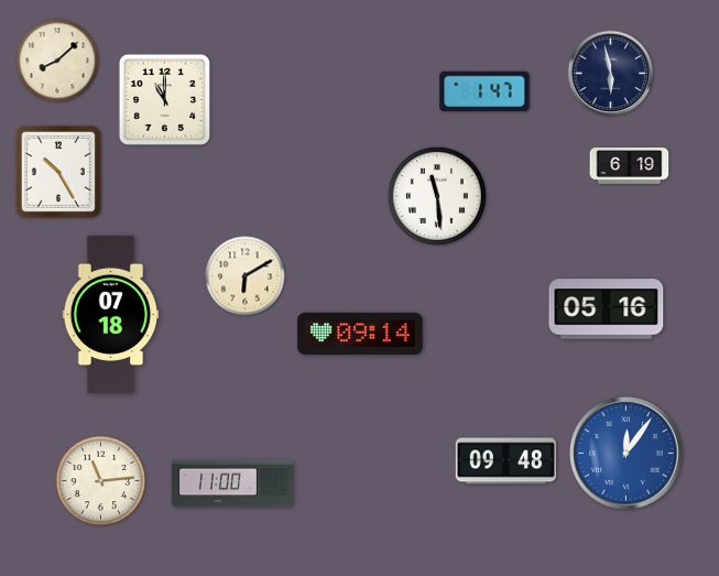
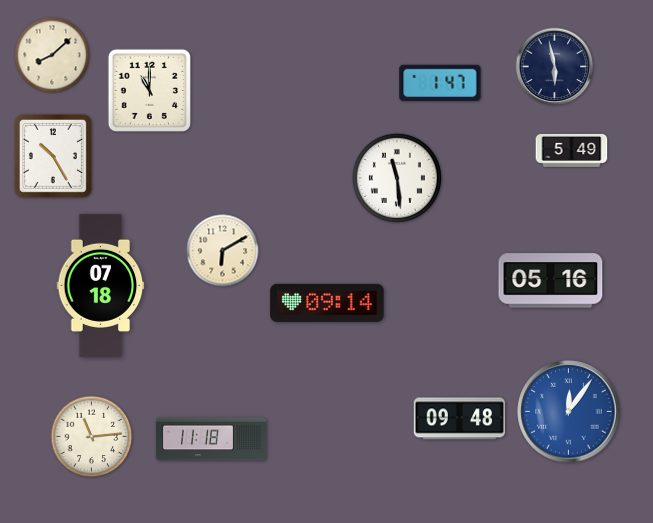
clock at (630, 165): 6:19 -> 5:49
clock at (232, 483): 11:00 -> 11:18
